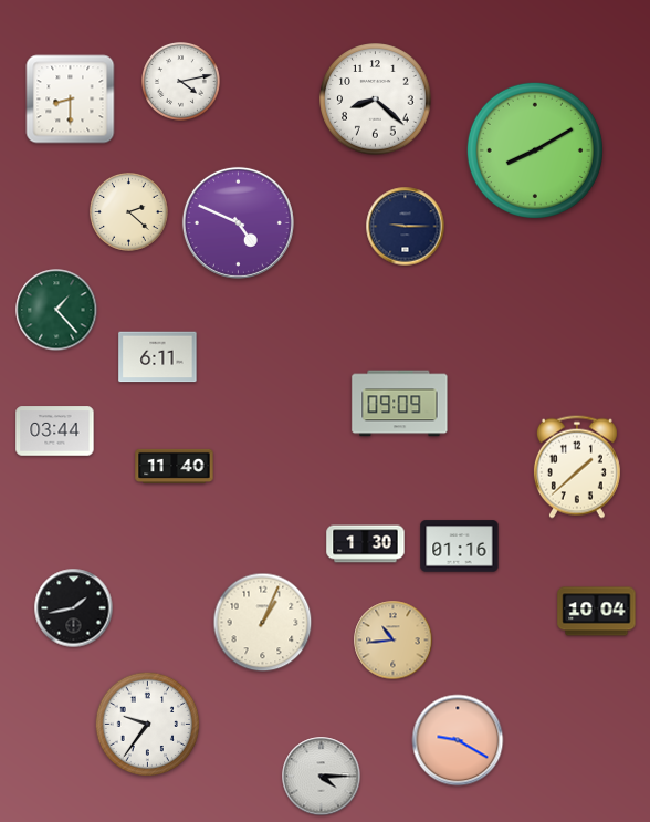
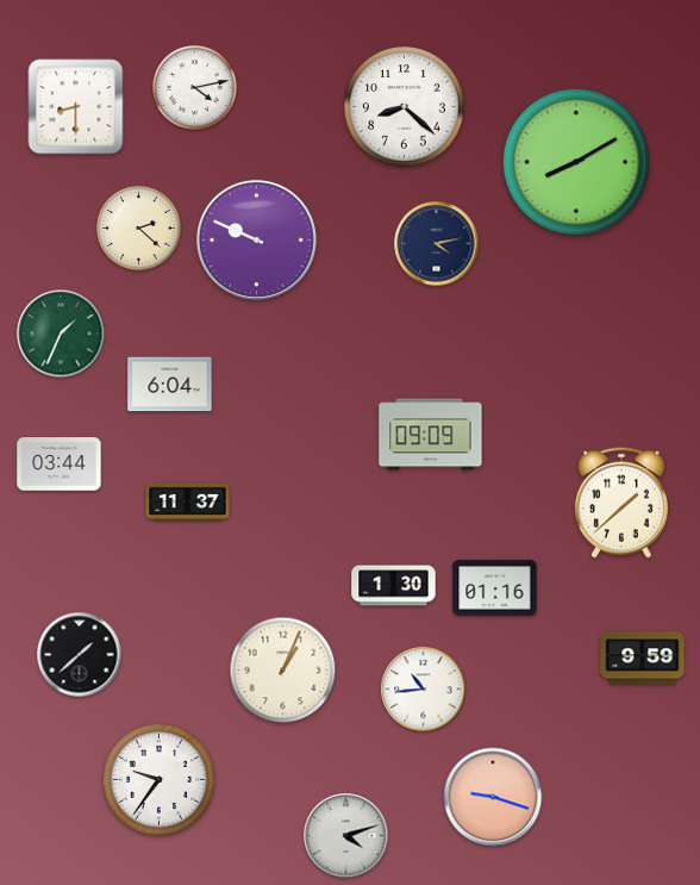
clock at (238, 222): 4:49 -> 9:49
clock at (406, 227): 9:15 -> 4:13
clock at (56, 310): 1:23 -> 1:34
clock at (158, 357): 6:11 -> 6:04
clock at (175, 466): 11:40 -> 11:37
clock at (74, 608): 1:43 -> 1:38
clock at (597, 612): 10:04 -> 9:59
clock at (394, 641) dial: champagne -> white
clock at (458, 740): 9:20 -> 9:18
clock at (322, 777): 4:15 -> 4:12
